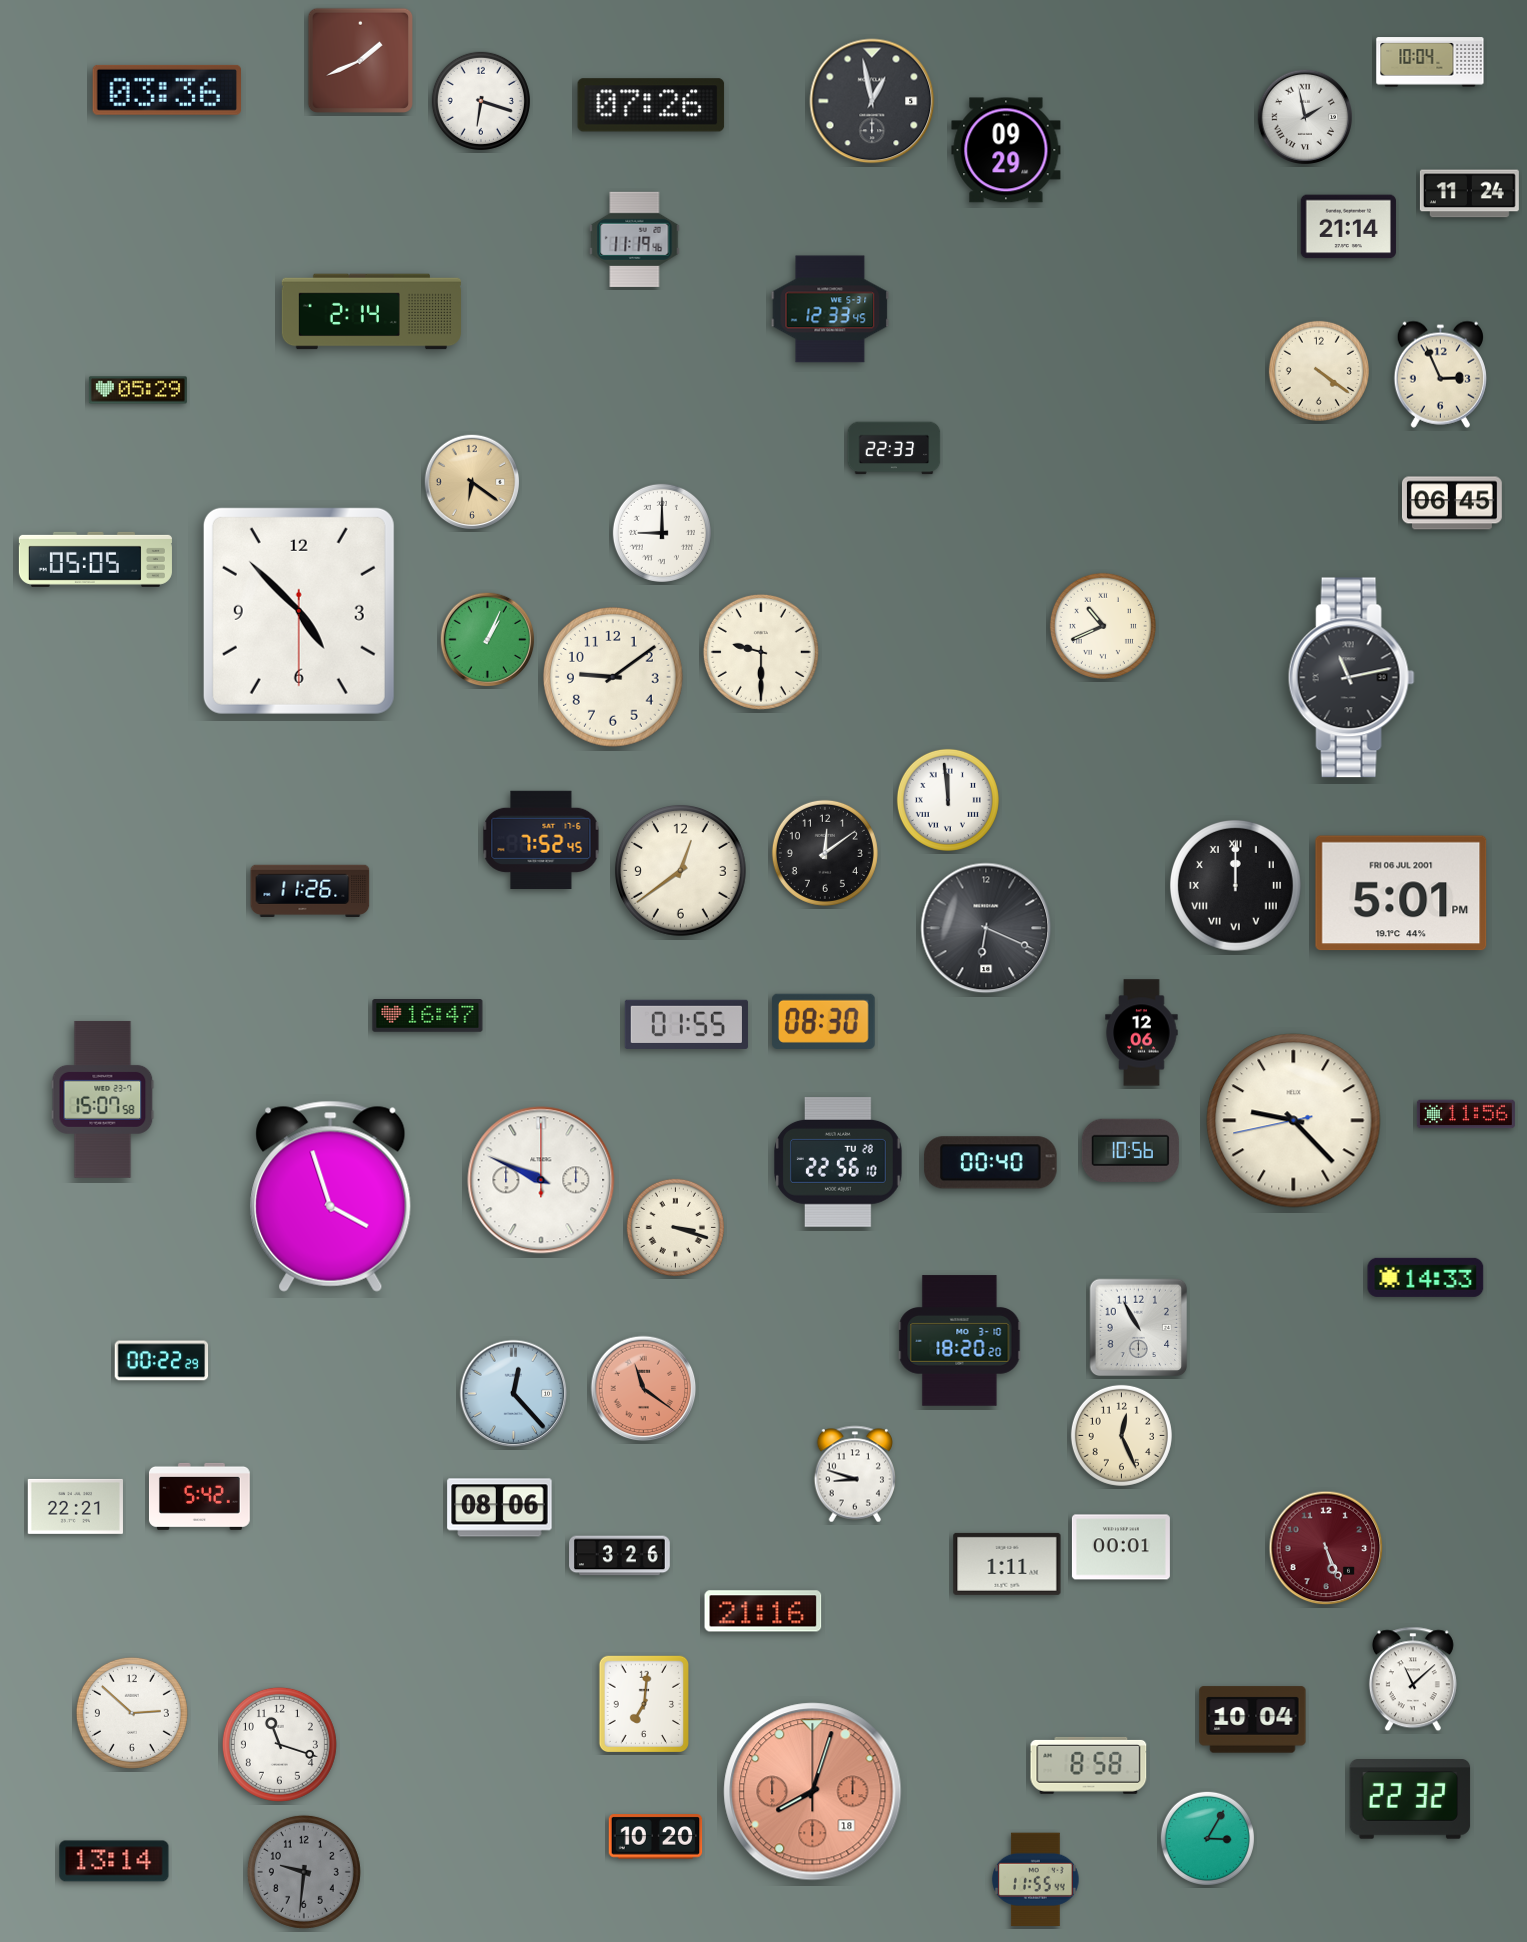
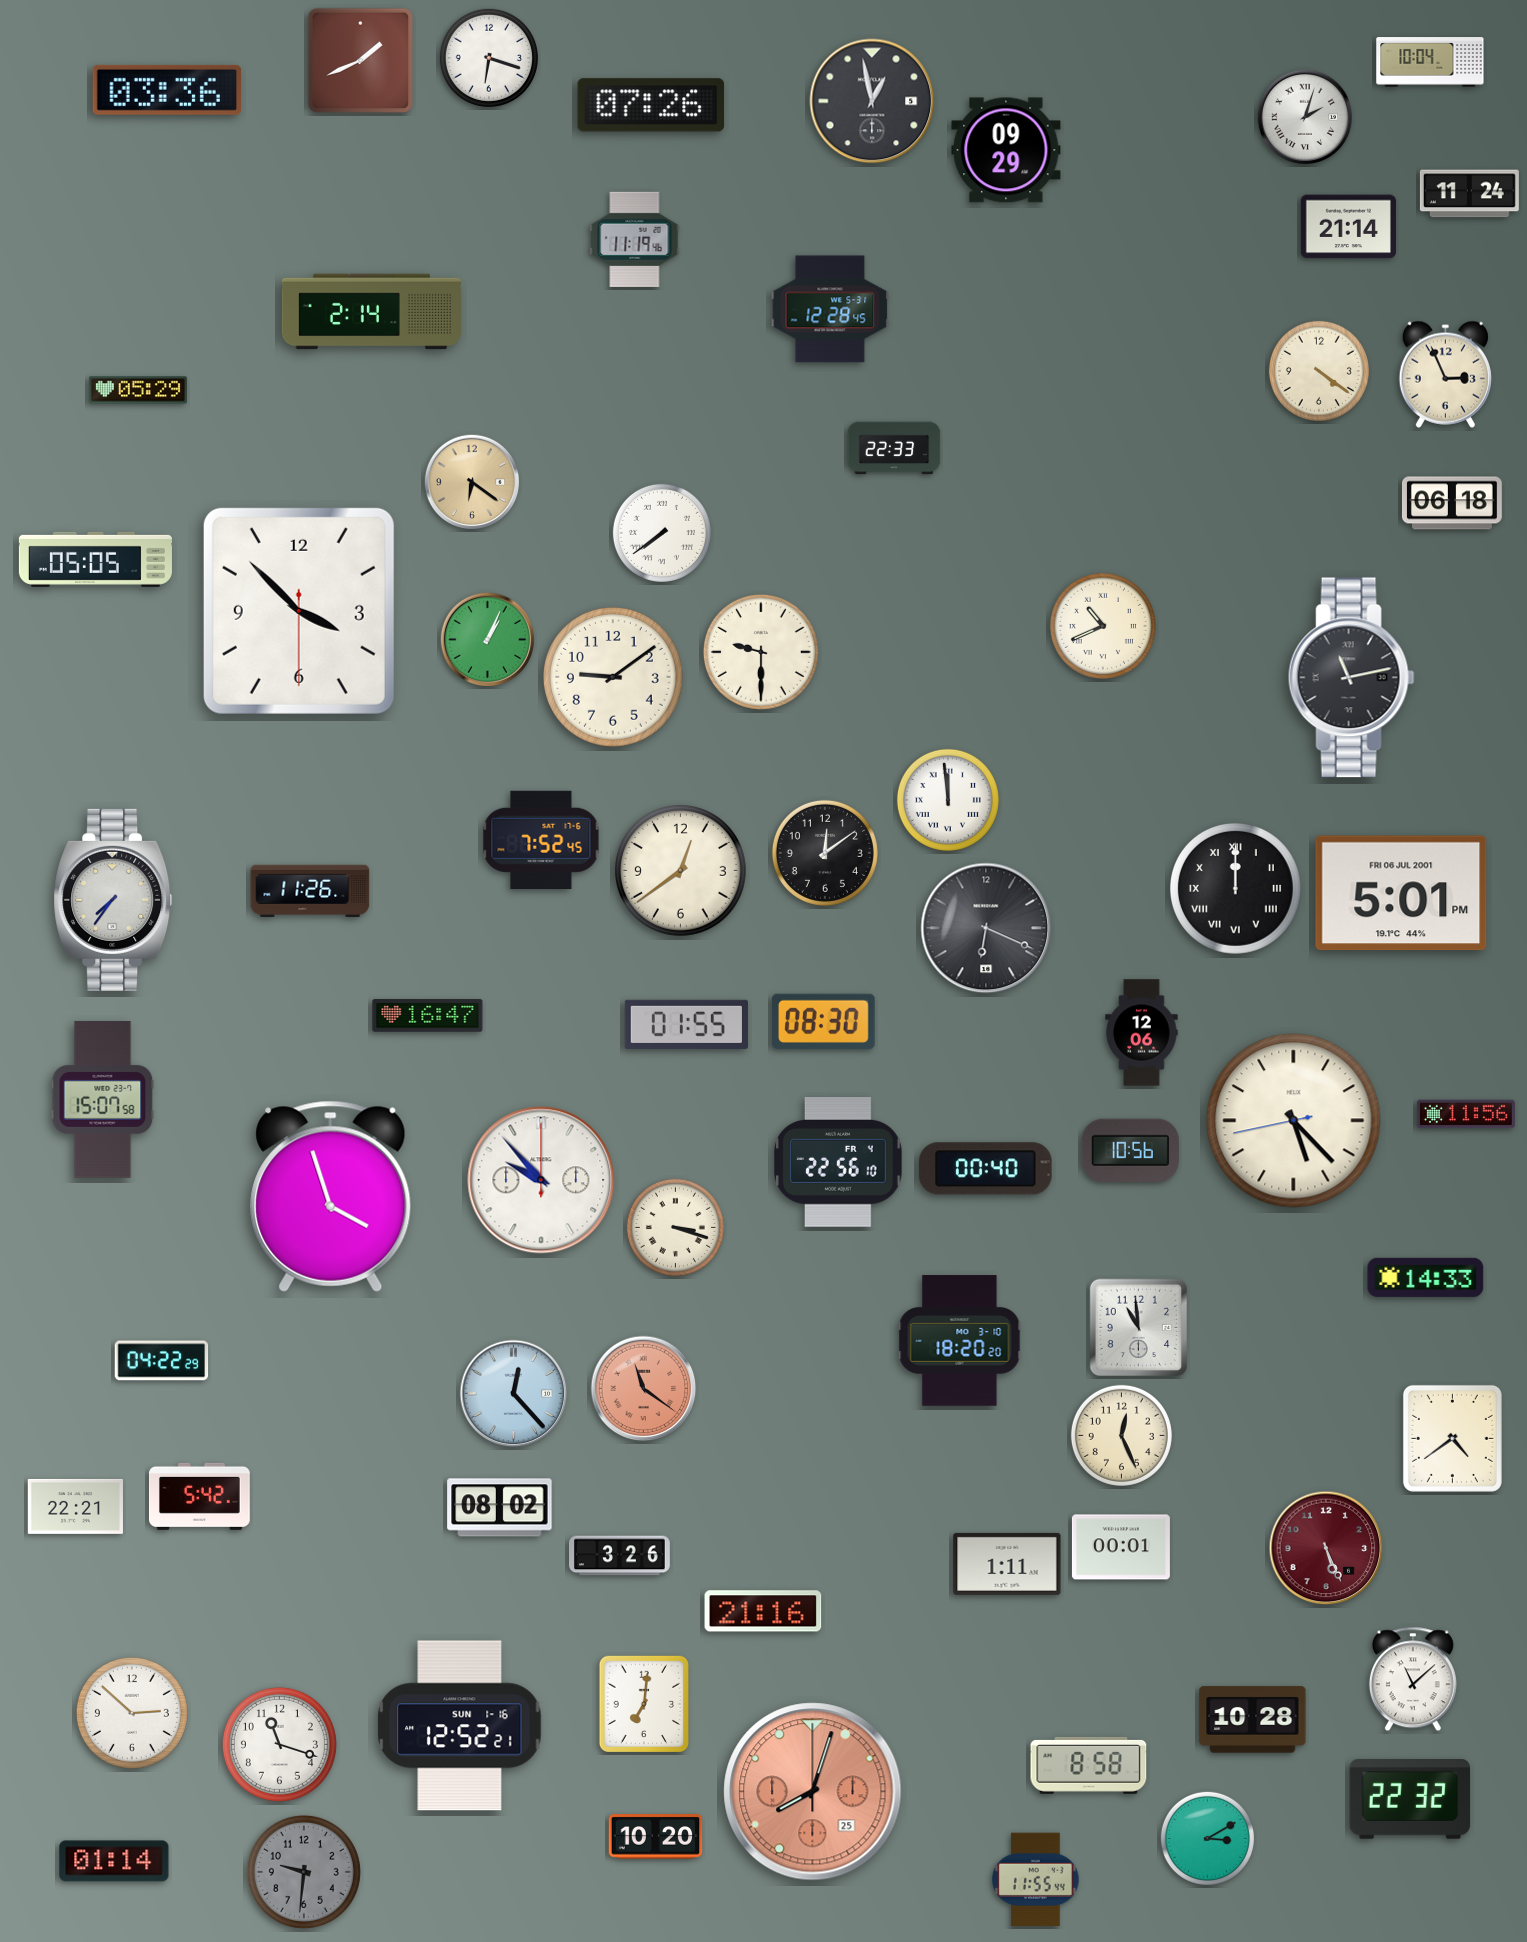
clock at (481, 101) position: (481, 101) -> (489, 58)
clock at (1305, 117): 1:58 -> 2:03
clock at (830, 309): 12:33 -> 12:28
clock at (1440, 374) position: (1440, 374) -> (1445, 374)
clock at (1452, 503): 06:45 -> 06:18
clock at (662, 533): 9:00 -> 7:39
clock at (299, 611): 4:52 -> 3:52
clock at (1235, 885) position: (1235, 885) -> (1235, 888)
clock at (113, 900): none -> 7:36
clock at (1294, 1121): 9:22 -> 5:22
clock at (839, 1163) date: TU 28 -> FR 4
clock at (991, 1163) position: (991, 1163) -> (986, 1169)
clock at (541, 1180): 9:49 -> 9:53
clock at (1139, 1328): 10:55 -> 10:59
clock at (162, 1361): 00:22 -> 04:22
clock at (1452, 1438): none -> 4:39
clock at (855, 1474): 8:48 -> none
clock at (500, 1508): 08:06 -> 08:02
clock at (1253, 1720): 10:04 -> 10:28
clock at (460, 1726): none -> 12:52
clock at (813, 1792) date: 18 -> 25
clock at (1207, 1838): 3:05 -> 3:10
clock at (114, 1861): 13:14 -> 01:14
